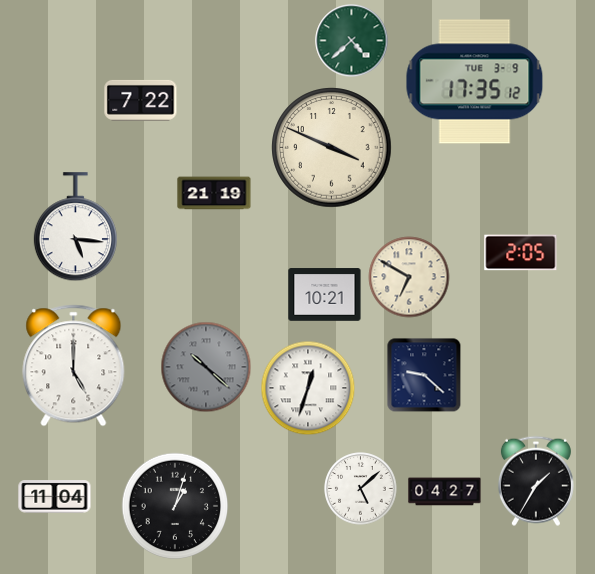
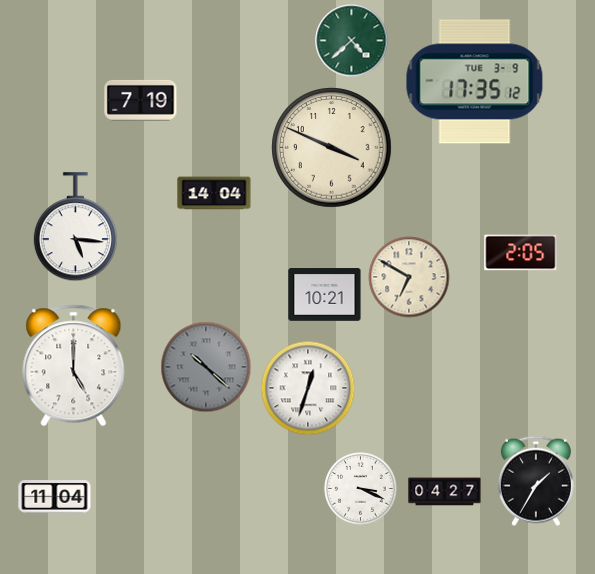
clock at (141, 100): 7:22 -> 7:19
clock at (214, 193): 21:19 -> 14:04
clock at (424, 375): 9:22 -> none
clock at (361, 489): 5:08 -> 3:19
clock at (175, 506): 1:03 -> none
